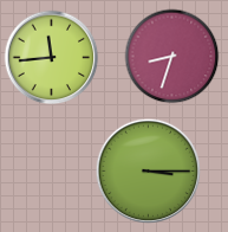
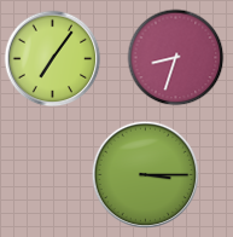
clock at (52, 58): 11:44 -> 7:06
clock at (149, 172) position: (149, 172) -> (146, 175)
